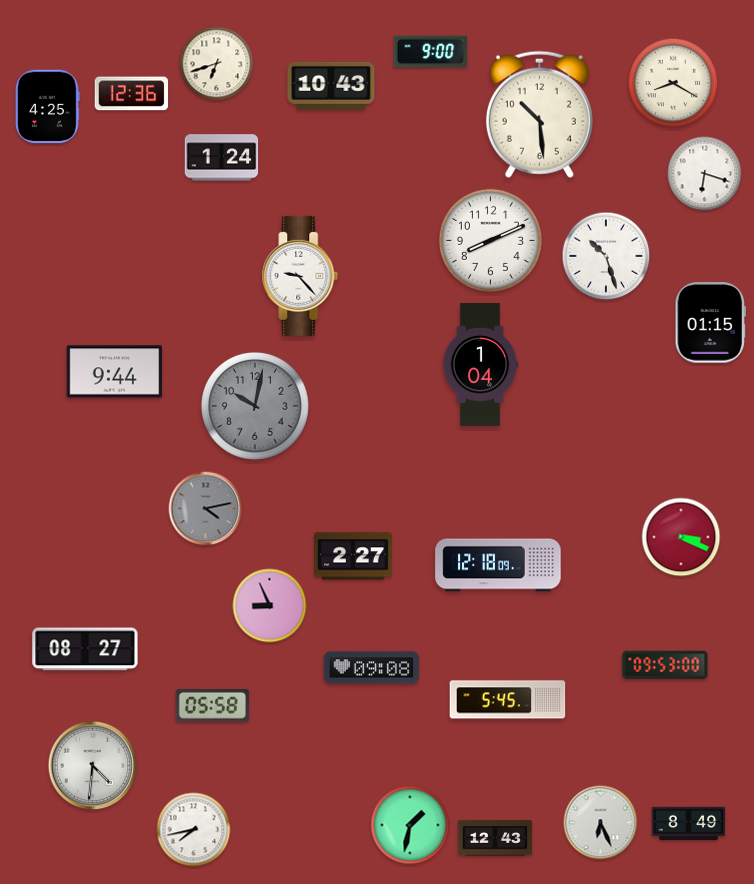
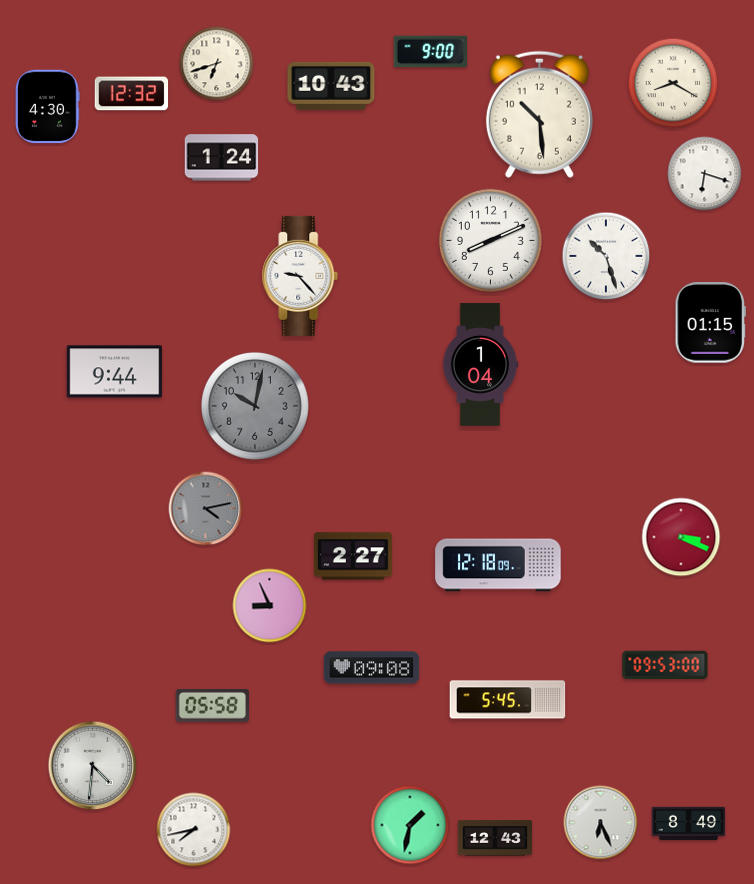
clock at (132, 94): 12:36 -> 12:32
clock at (48, 107): 4:25 -> 4:30
clock at (85, 649): 08:27 -> none
